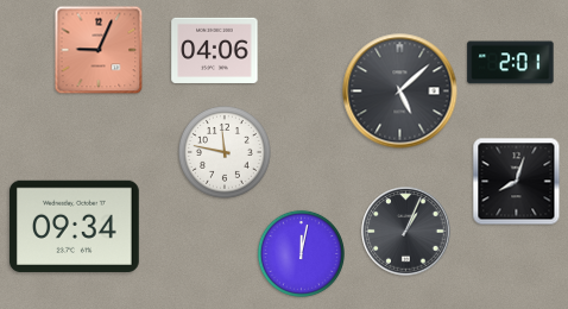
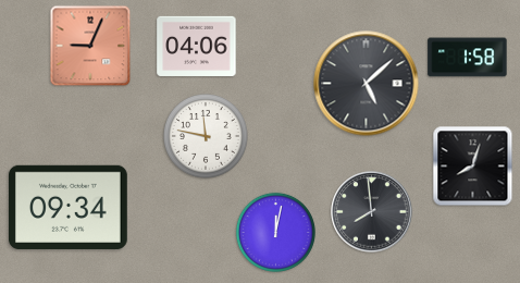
clock at (511, 63): 2:01 -> 1:58
clock at (226, 153) position: (226, 153) -> (207, 137)
clock at (406, 232): 1:04 -> 7:59
